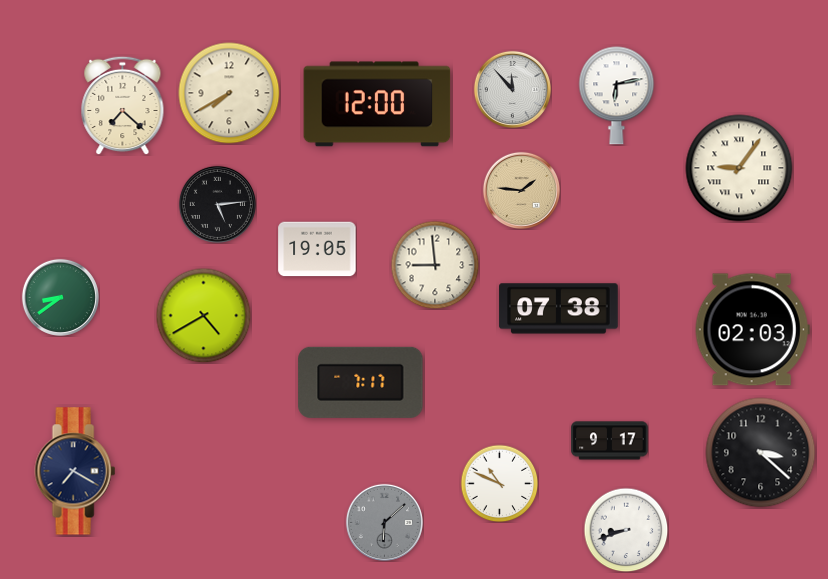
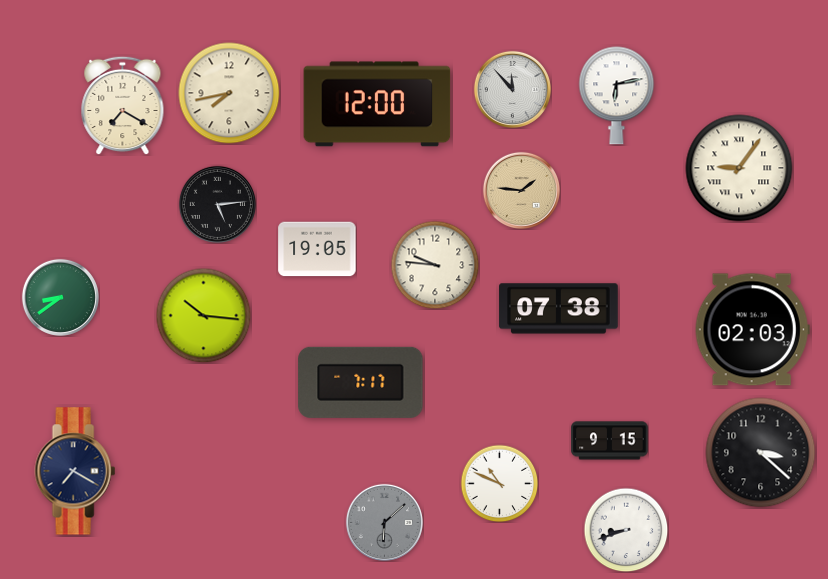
clock at (229, 93): 7:40 -> 7:43
clock at (123, 105): 7:22 -> 7:20
clock at (435, 265): 8:59 -> 9:46
clock at (203, 315): 4:40 -> 10:16
clock at (610, 441): 9:17 -> 9:15
